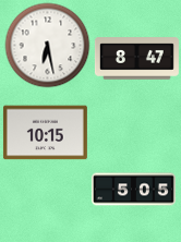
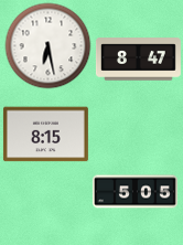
clock at (45, 133): 10:15 -> 8:15
